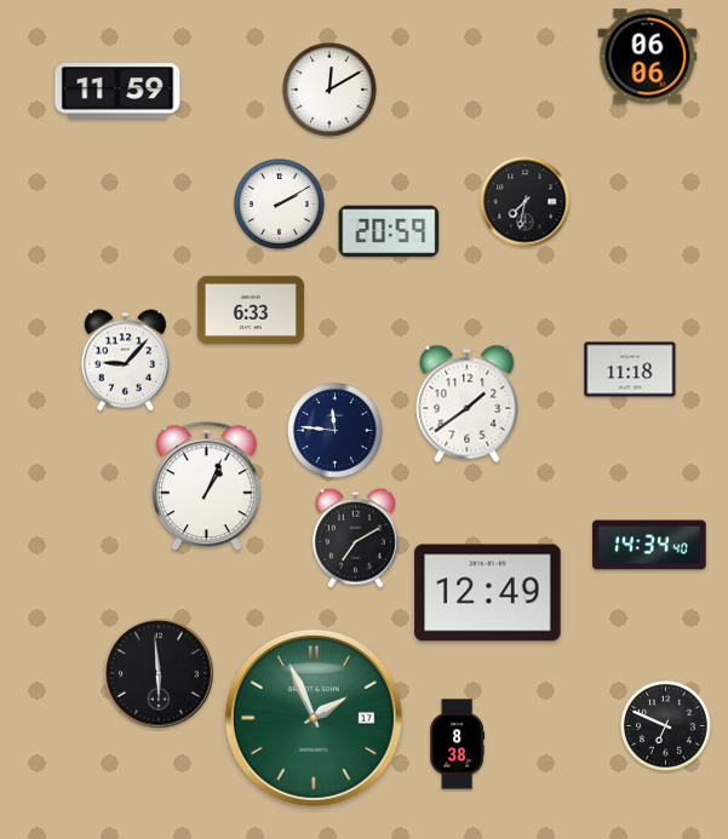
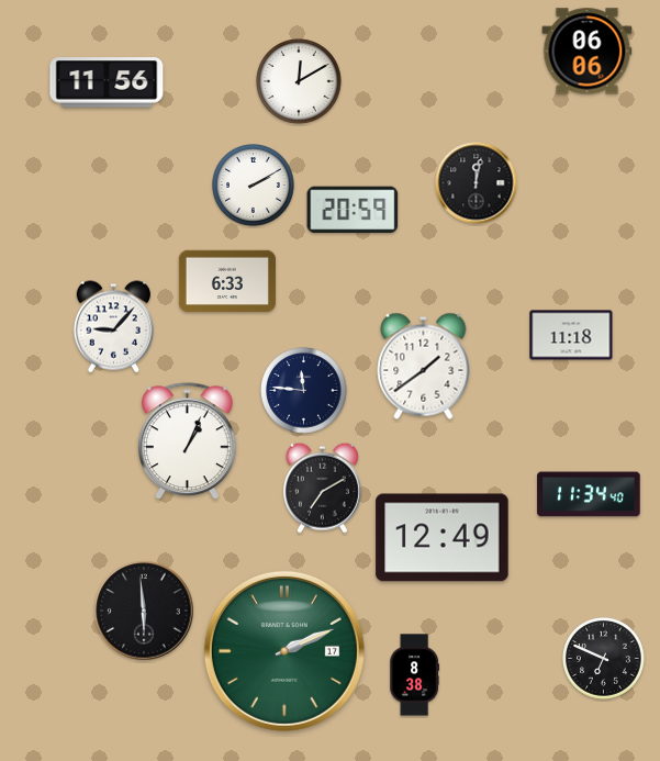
clock at (117, 91): 11:59 -> 11:56
clock at (526, 202): 7:32 -> 12:02
clock at (649, 545): 14:34 -> 11:34
clock at (314, 718): 1:56 -> 2:11
